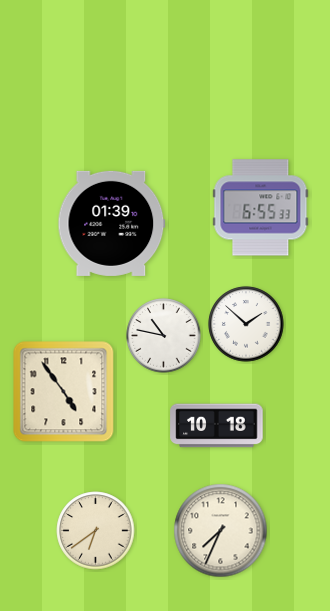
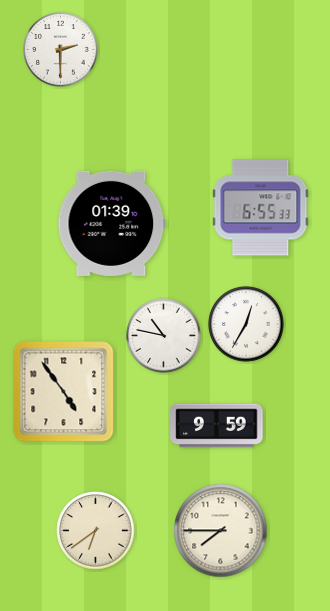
clock at (61, 50): none -> 2:30
clock at (246, 324): 1:52 -> 12:35
clock at (217, 426): 10:18 -> 9:59
clock at (221, 531): 7:34 -> 7:45
